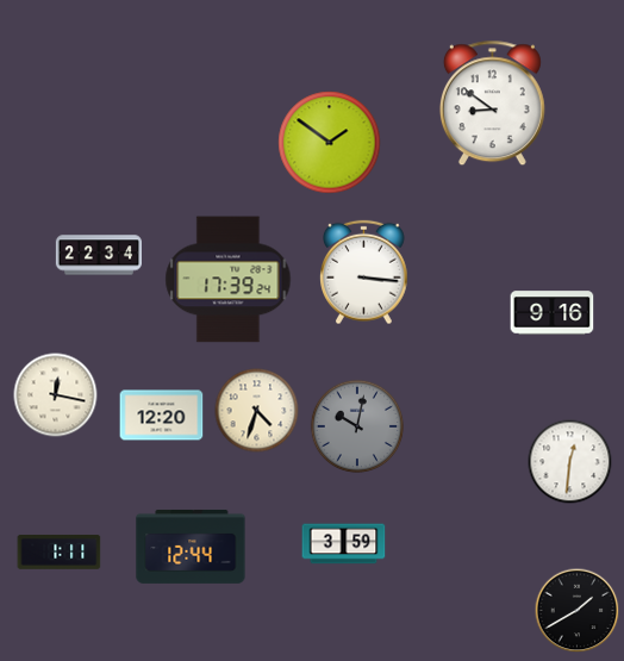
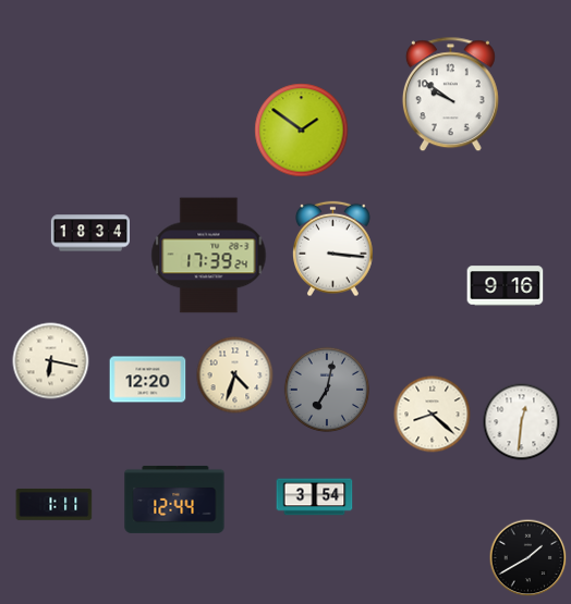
clock at (492, 104): 8:51 -> 9:51
clock at (98, 255): 22:34 -> 18:34
clock at (56, 395): 12:17 -> 6:17
clock at (356, 425): 10:02 -> 7:02
clock at (433, 415): none -> 8:22
clock at (344, 544): 3:59 -> 3:54
